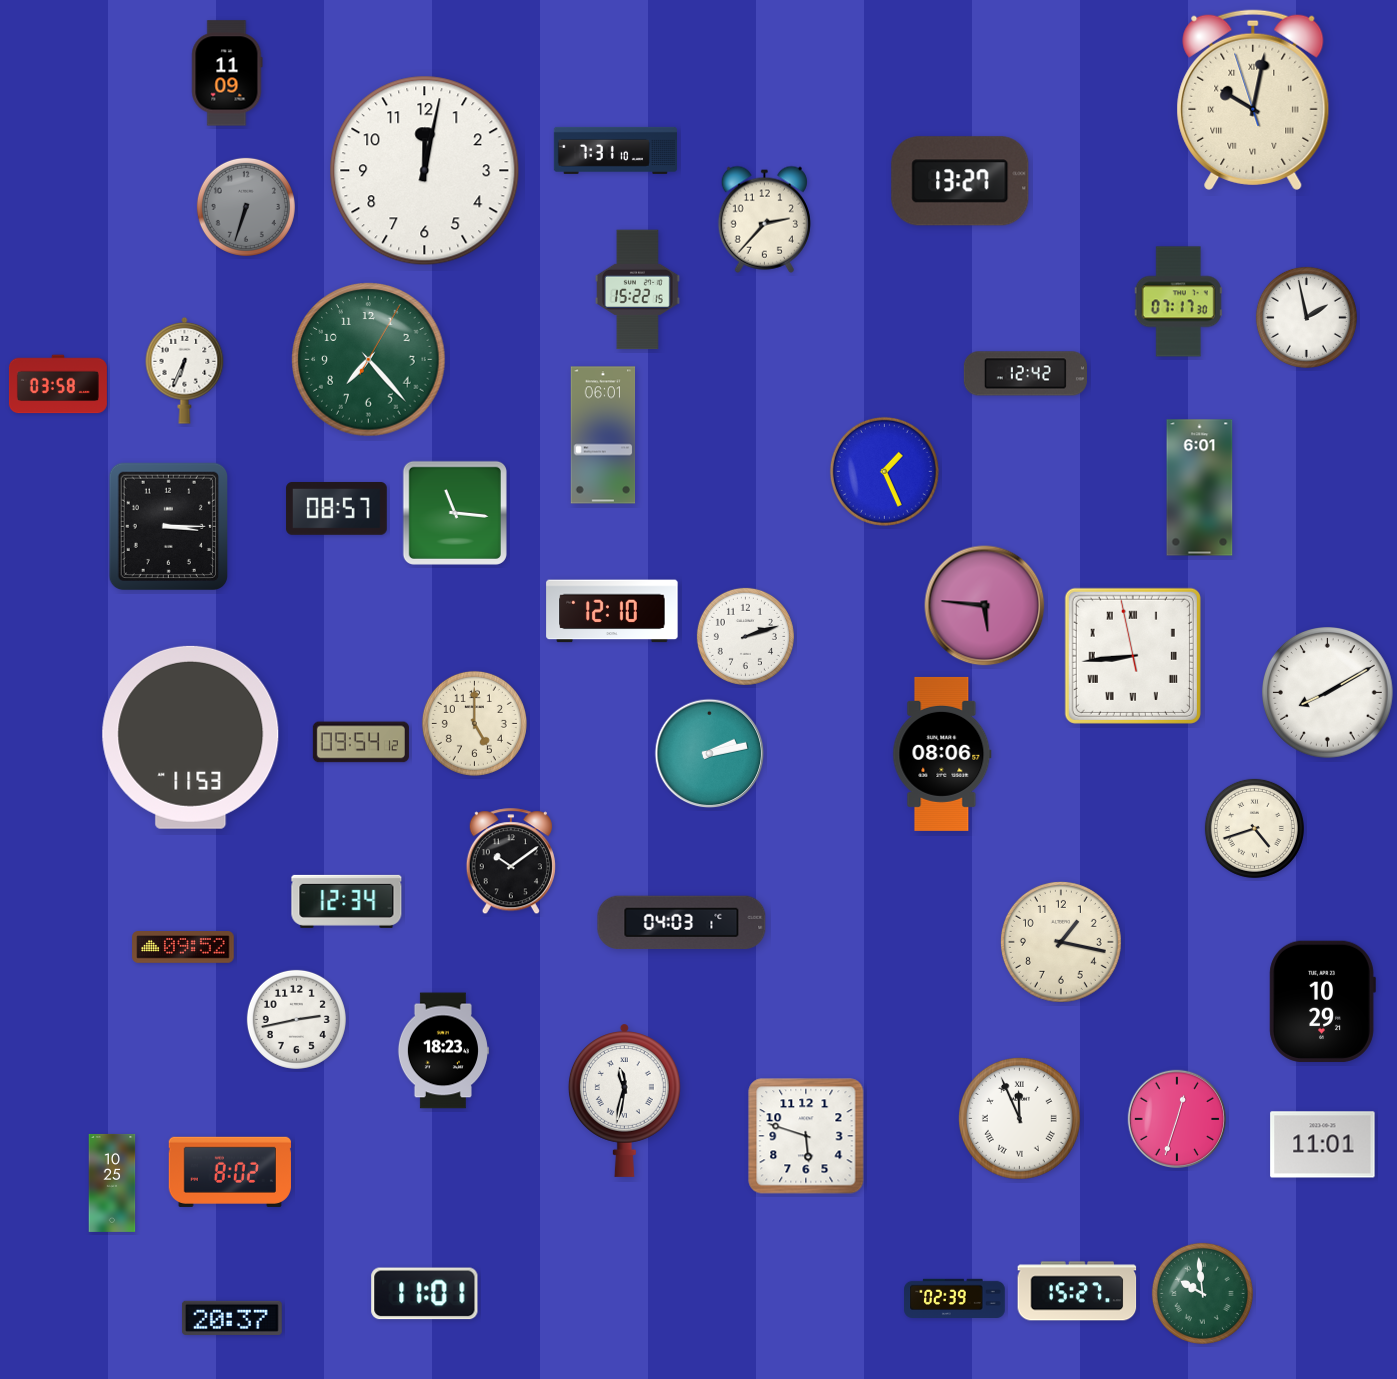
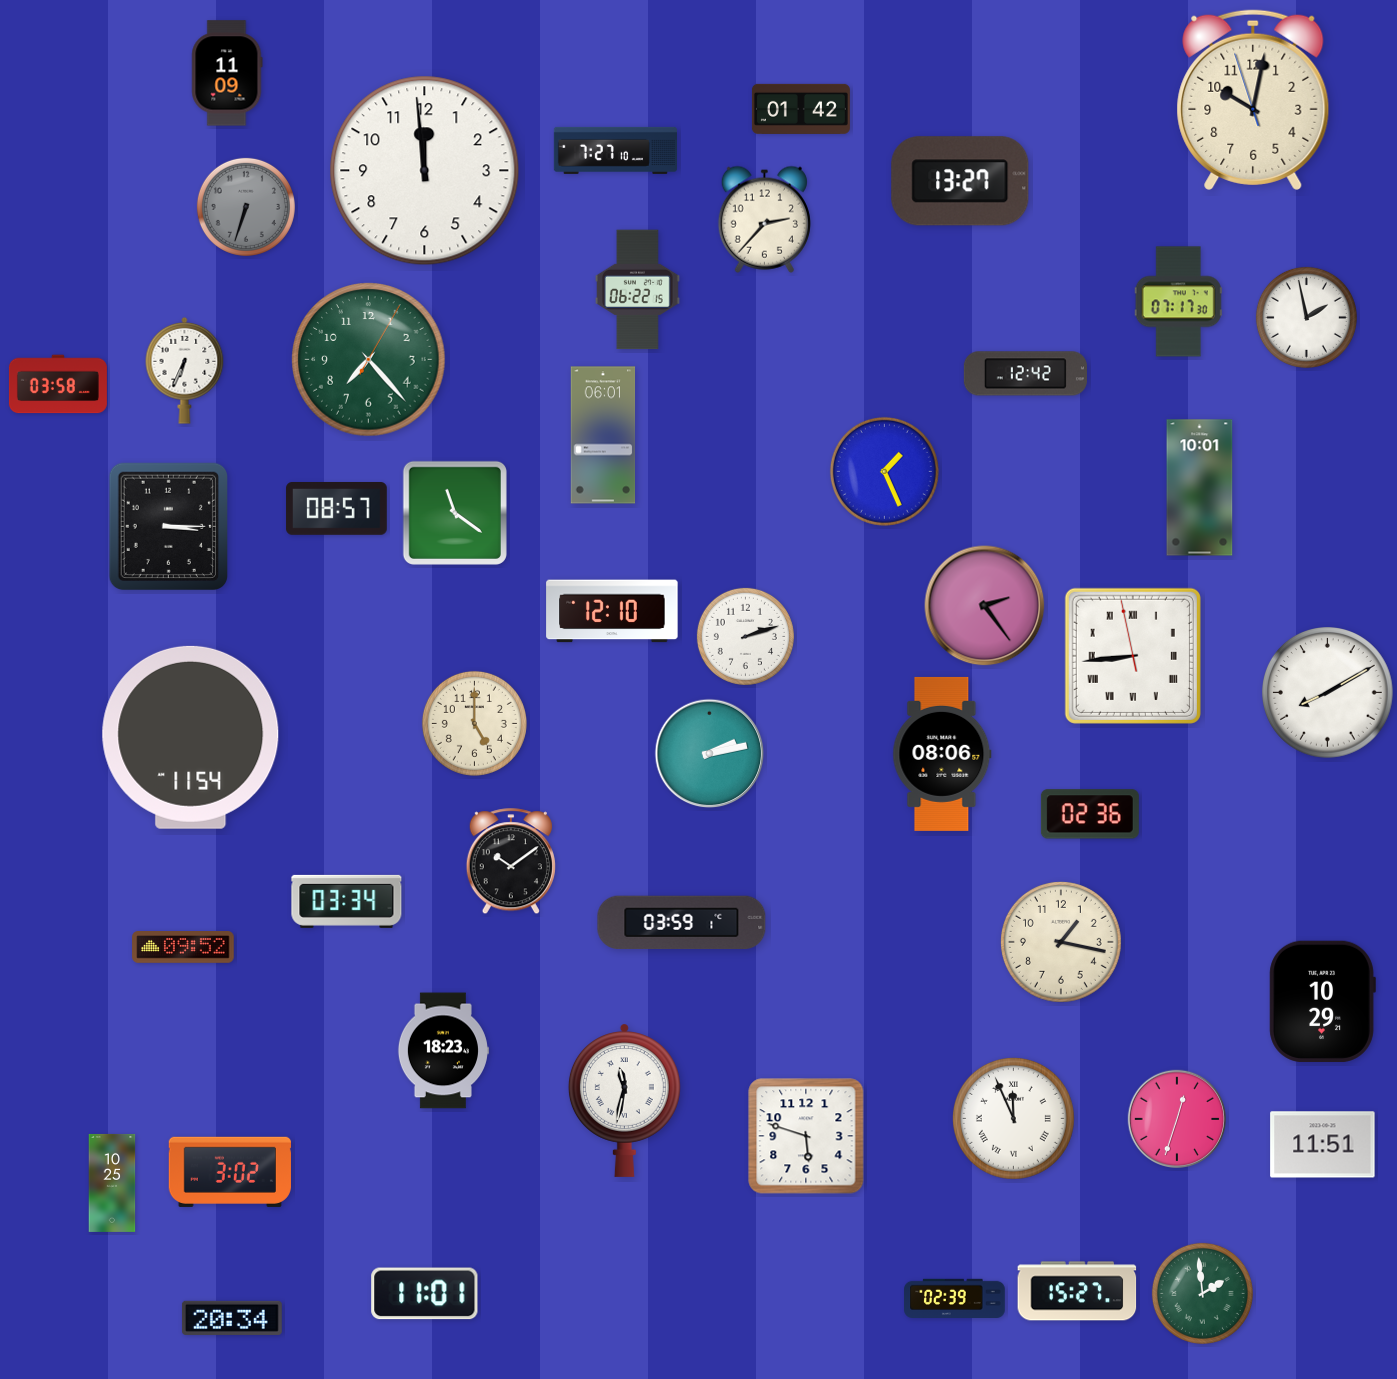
clock at (1253, 100) numerals: Roman -> Arabic
clock at (801, 109): none -> 01:42
clock at (615, 150): 7:31 -> 7:27
clock at (425, 171): 12:02 -> 11:59
clock at (638, 290): 15:22 -> 06:22
clock at (1200, 488): 6:01 -> 10:01
clock at (455, 513): 11:16 -> 11:21
clock at (985, 606): 5:46 -> 2:24
clock at (191, 737): 11:53 -> 11:54
clock at (361, 742): 09:54 -> none
clock at (1090, 814): none -> 02:36
clock at (1254, 828): 4:42 -> none
clock at (347, 901): 12:34 -> 03:34
clock at (682, 923): 04:03 -> 03:59
clock at (296, 1019): 2:43 -> none
clock at (1019, 1118) position: (1019, 1118) -> (1013, 1118)
clock at (1323, 1145): 11:01 -> 11:51
clock at (230, 1172): 8:02 -> 3:02
clock at (1202, 1293): 9:59 -> 1:59
clock at (232, 1318): 20:37 -> 20:34
